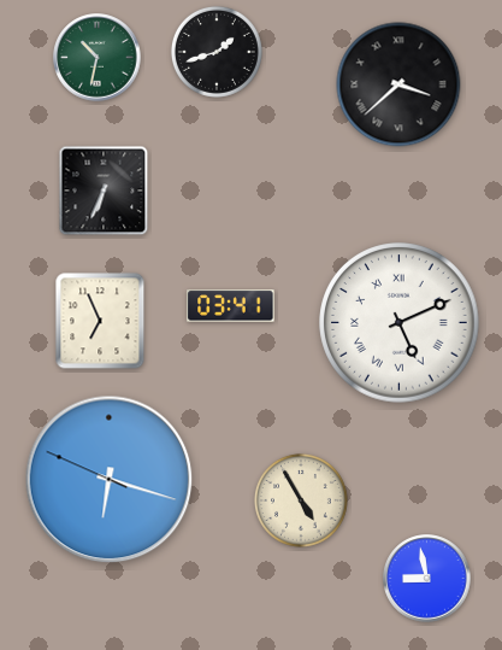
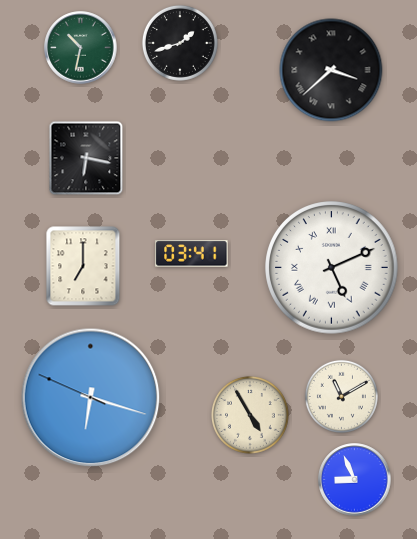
clock at (104, 191): 6:34 -> 6:17
clock at (100, 321): 6:56 -> 7:00
clock at (341, 396): none -> 11:10
clock at (427, 579): 8:58 -> 8:56
